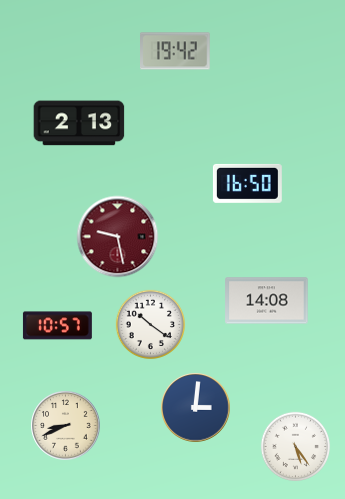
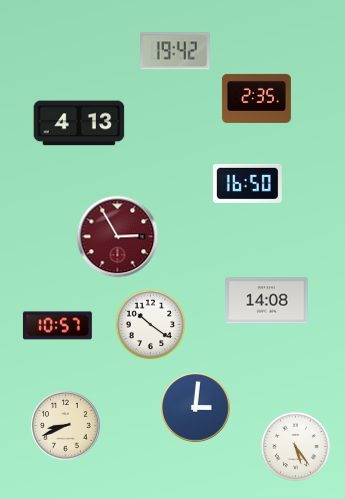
clock at (256, 98): none -> 2:35
clock at (79, 123): 2:13 -> 4:13
clock at (118, 237): 9:28 -> 2:55
